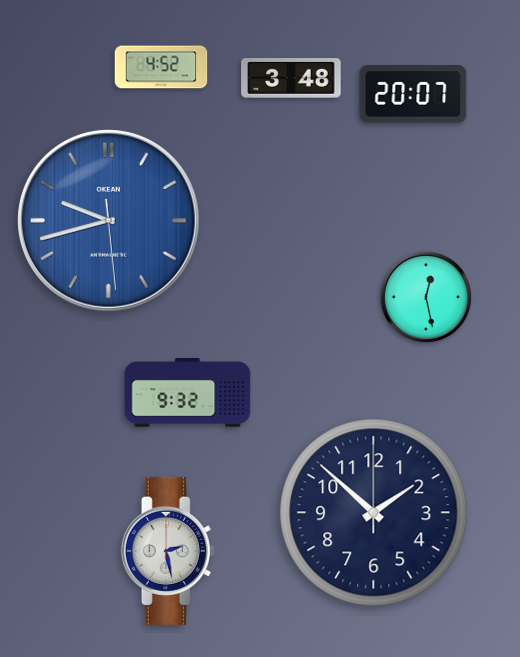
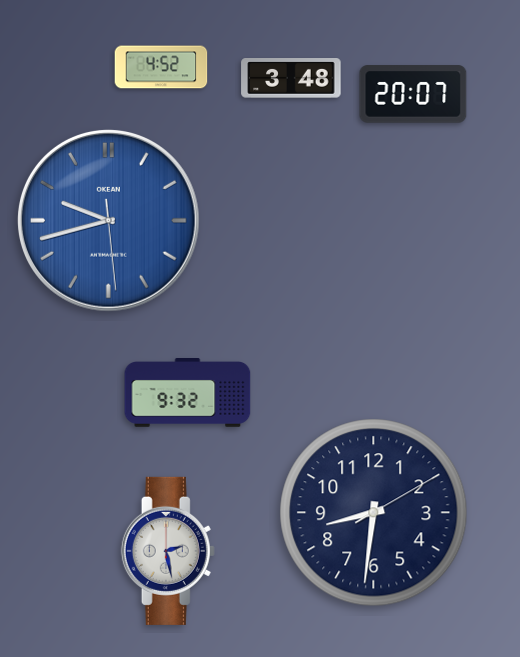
clock at (426, 297): 12:28 -> none
clock at (374, 513): 1:52 -> 8:31
